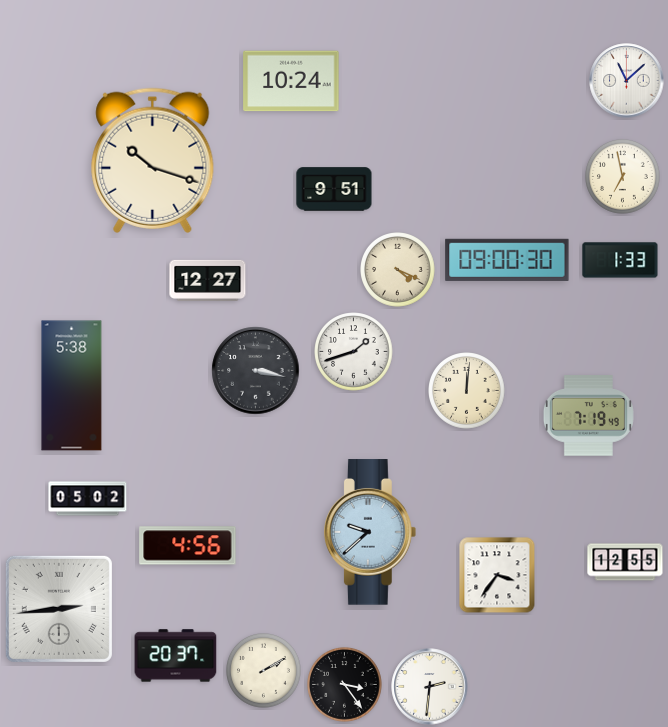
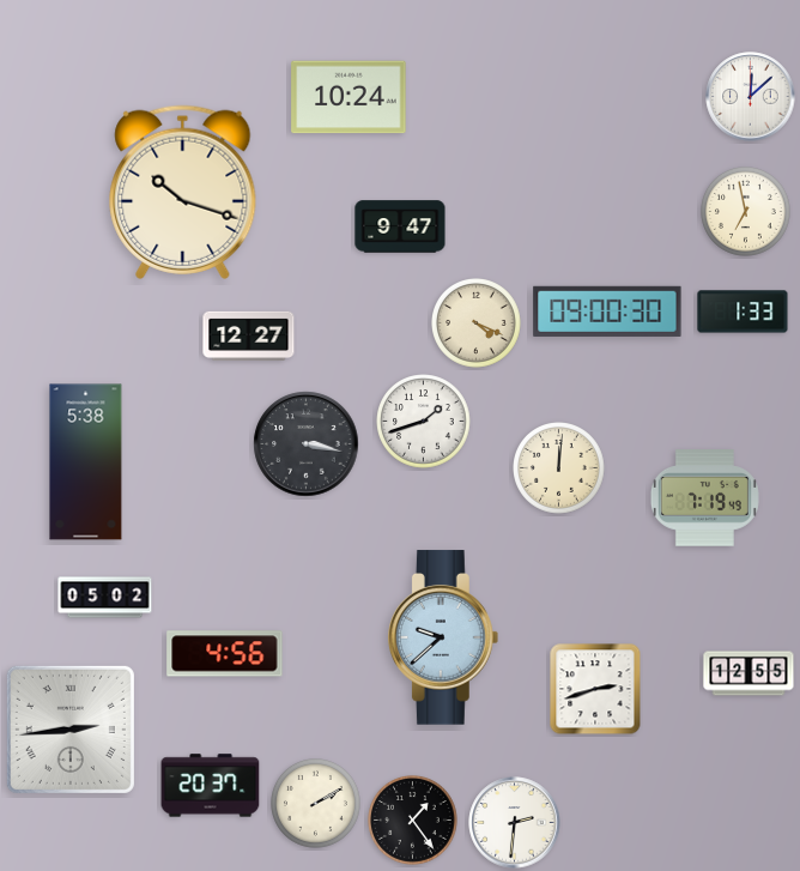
clock at (627, 81): 11:08 -> 12:08
clock at (334, 189): 9:51 -> 9:47
clock at (497, 575): 3:36 -> 2:42
clock at (345, 685): 3:24 -> 1:24
